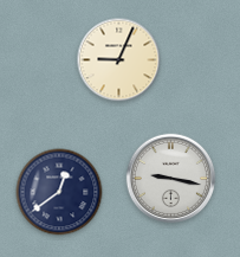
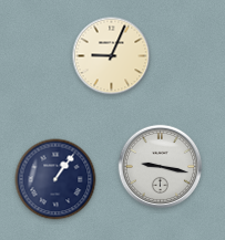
clock at (59, 192): 12:39 -> 1:06
